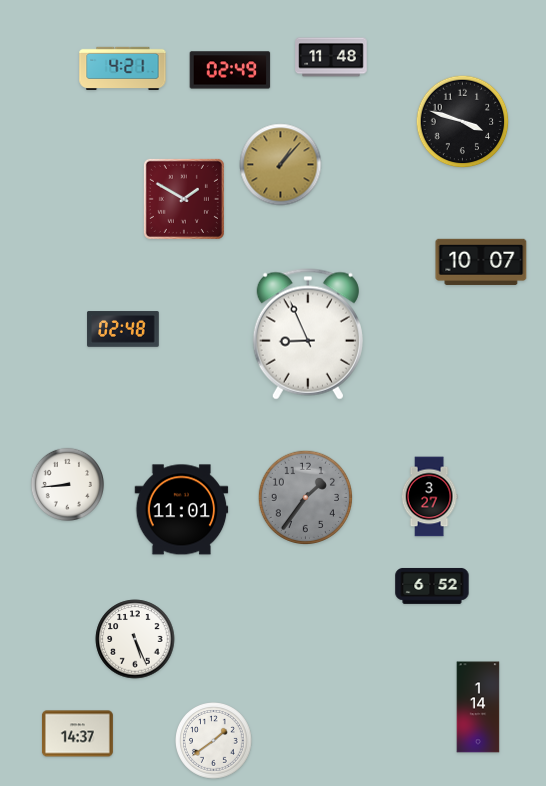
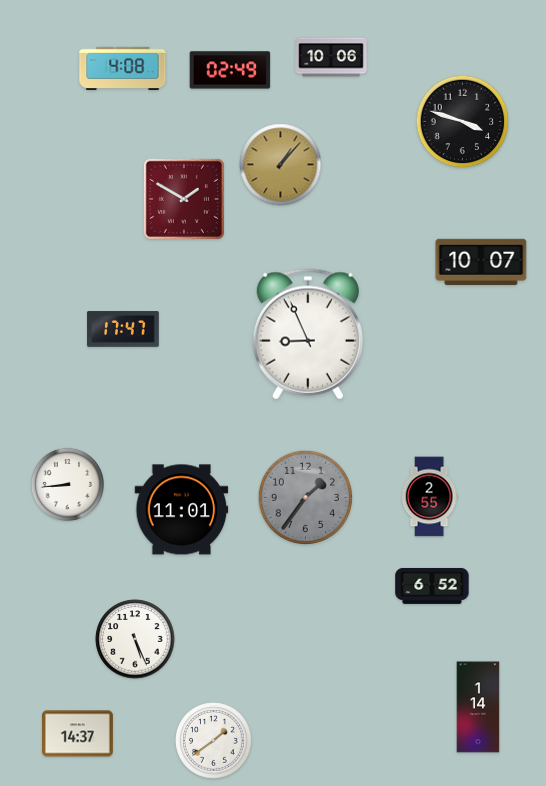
clock at (331, 57): 11:48 -> 10:06
clock at (123, 68): 4:21 -> 4:08
clock at (123, 329): 02:48 -> 17:47
clock at (429, 497): 3:27 -> 2:55
